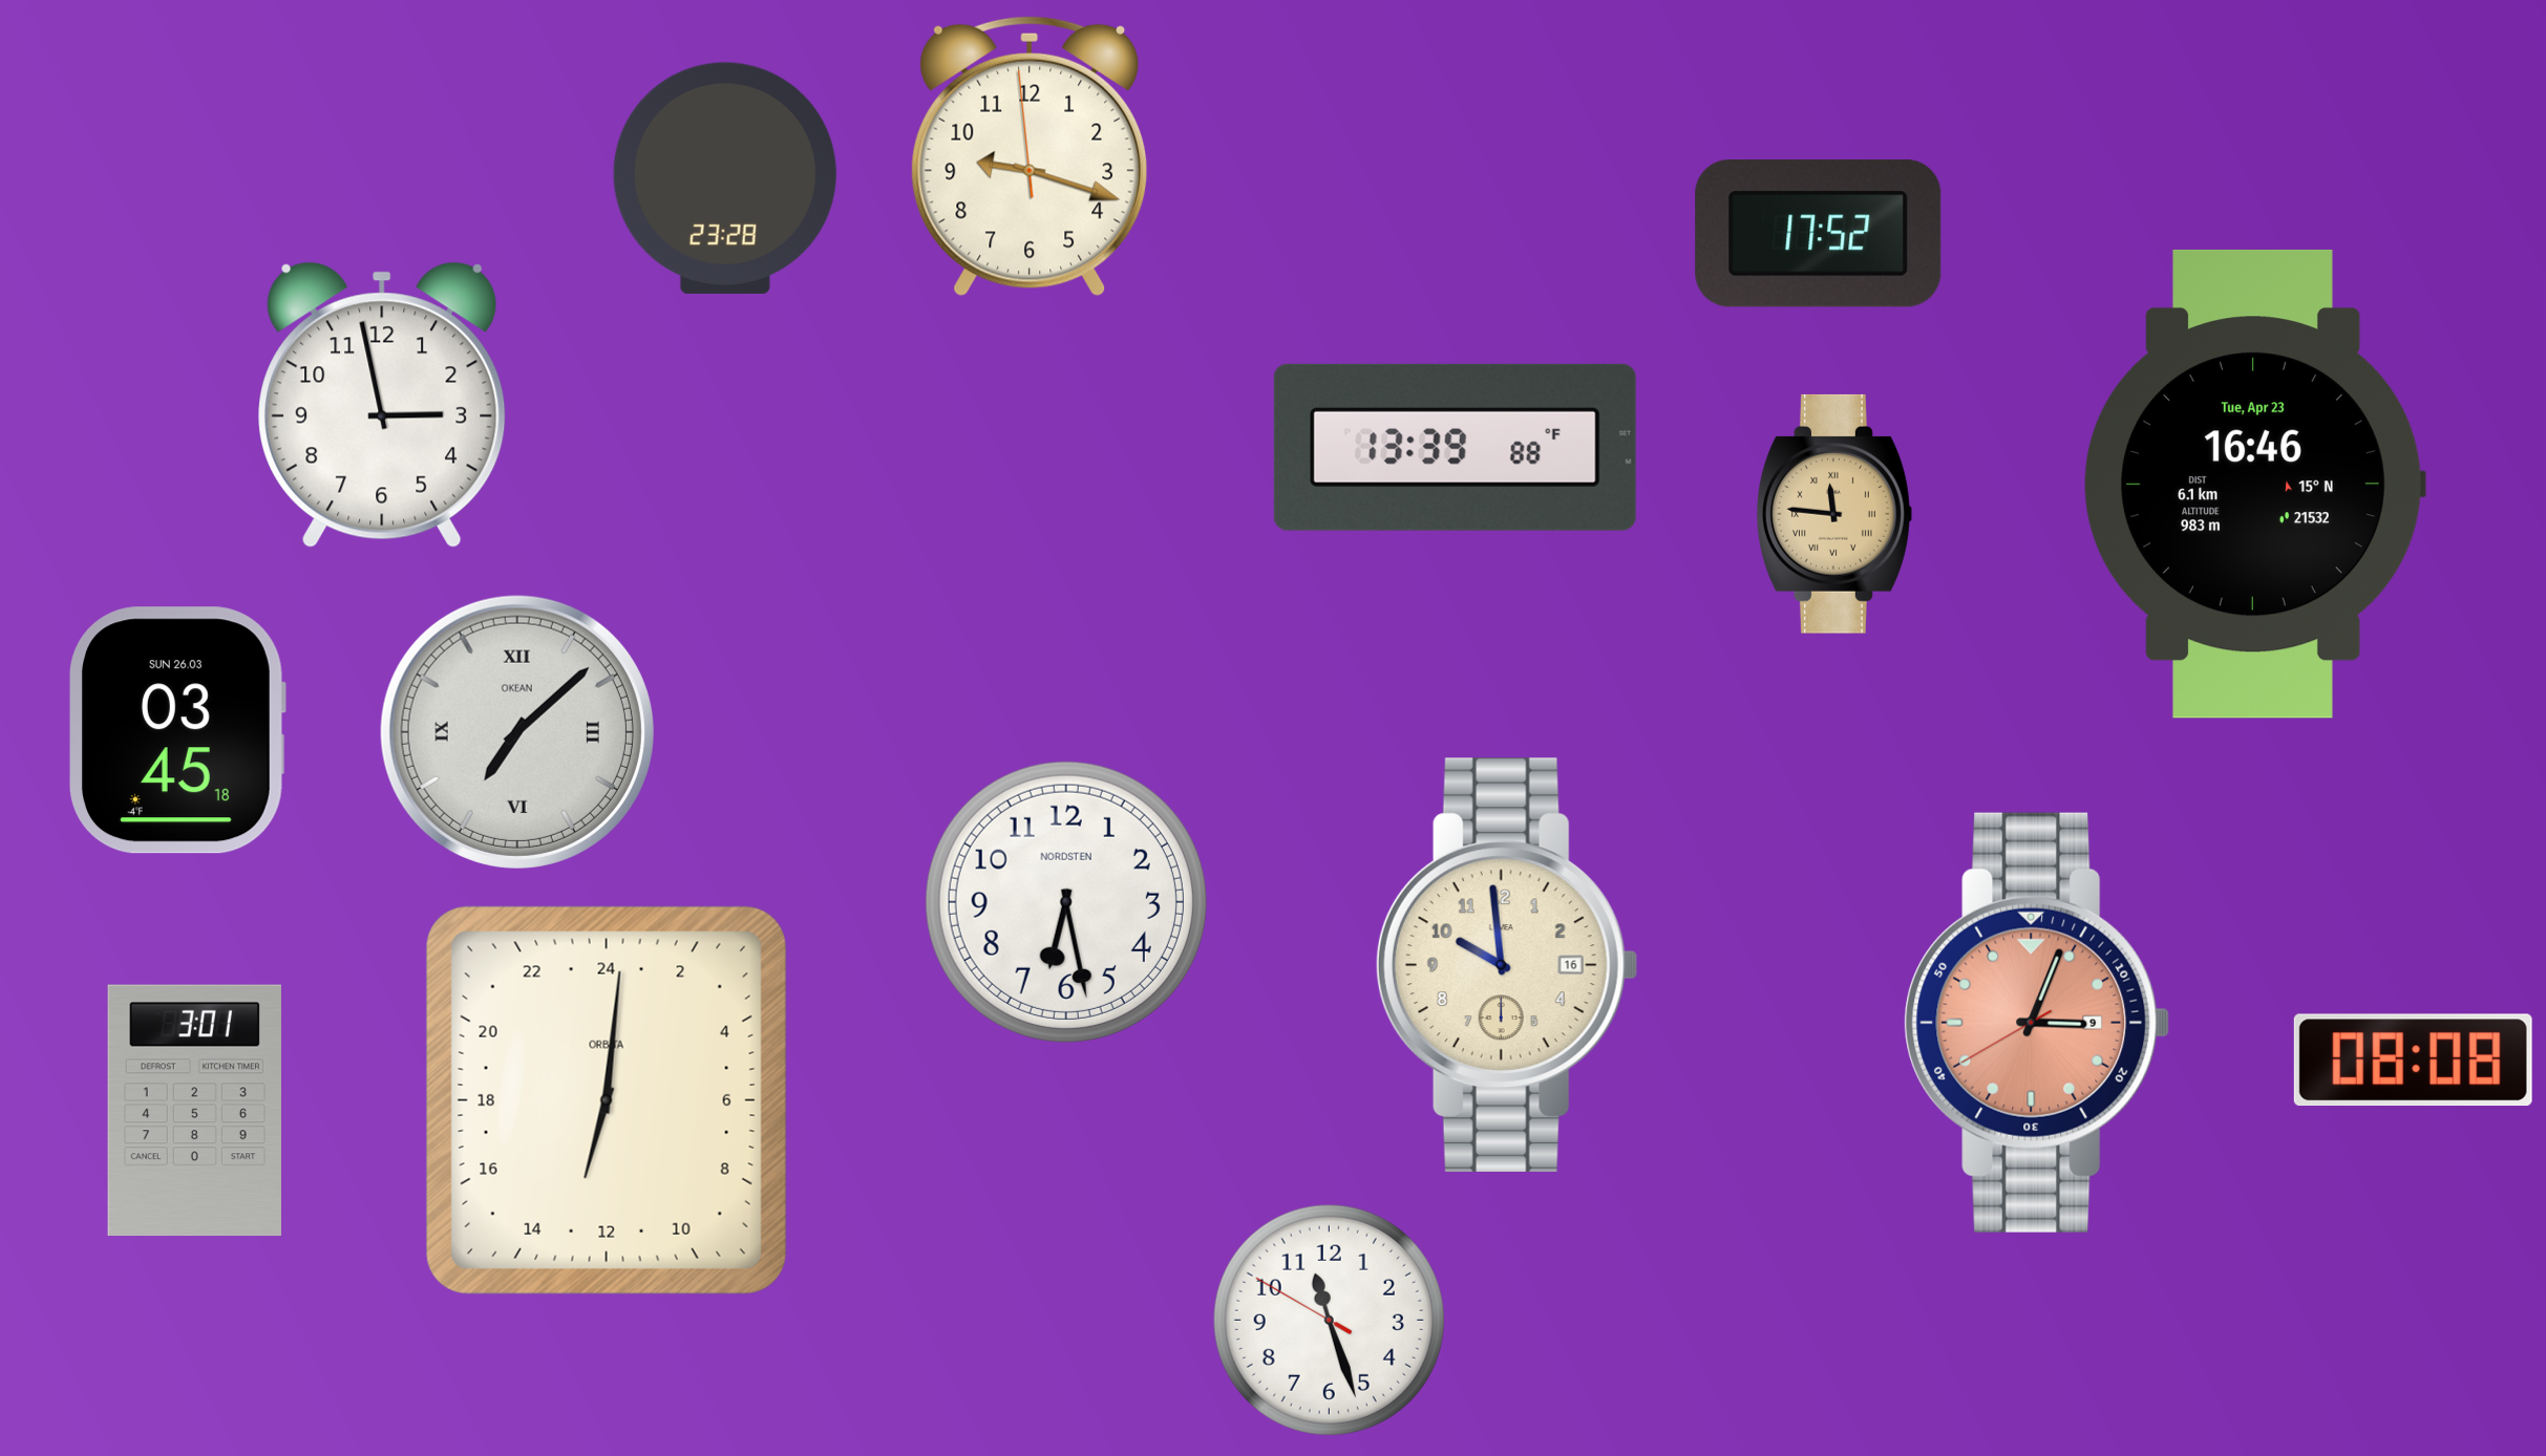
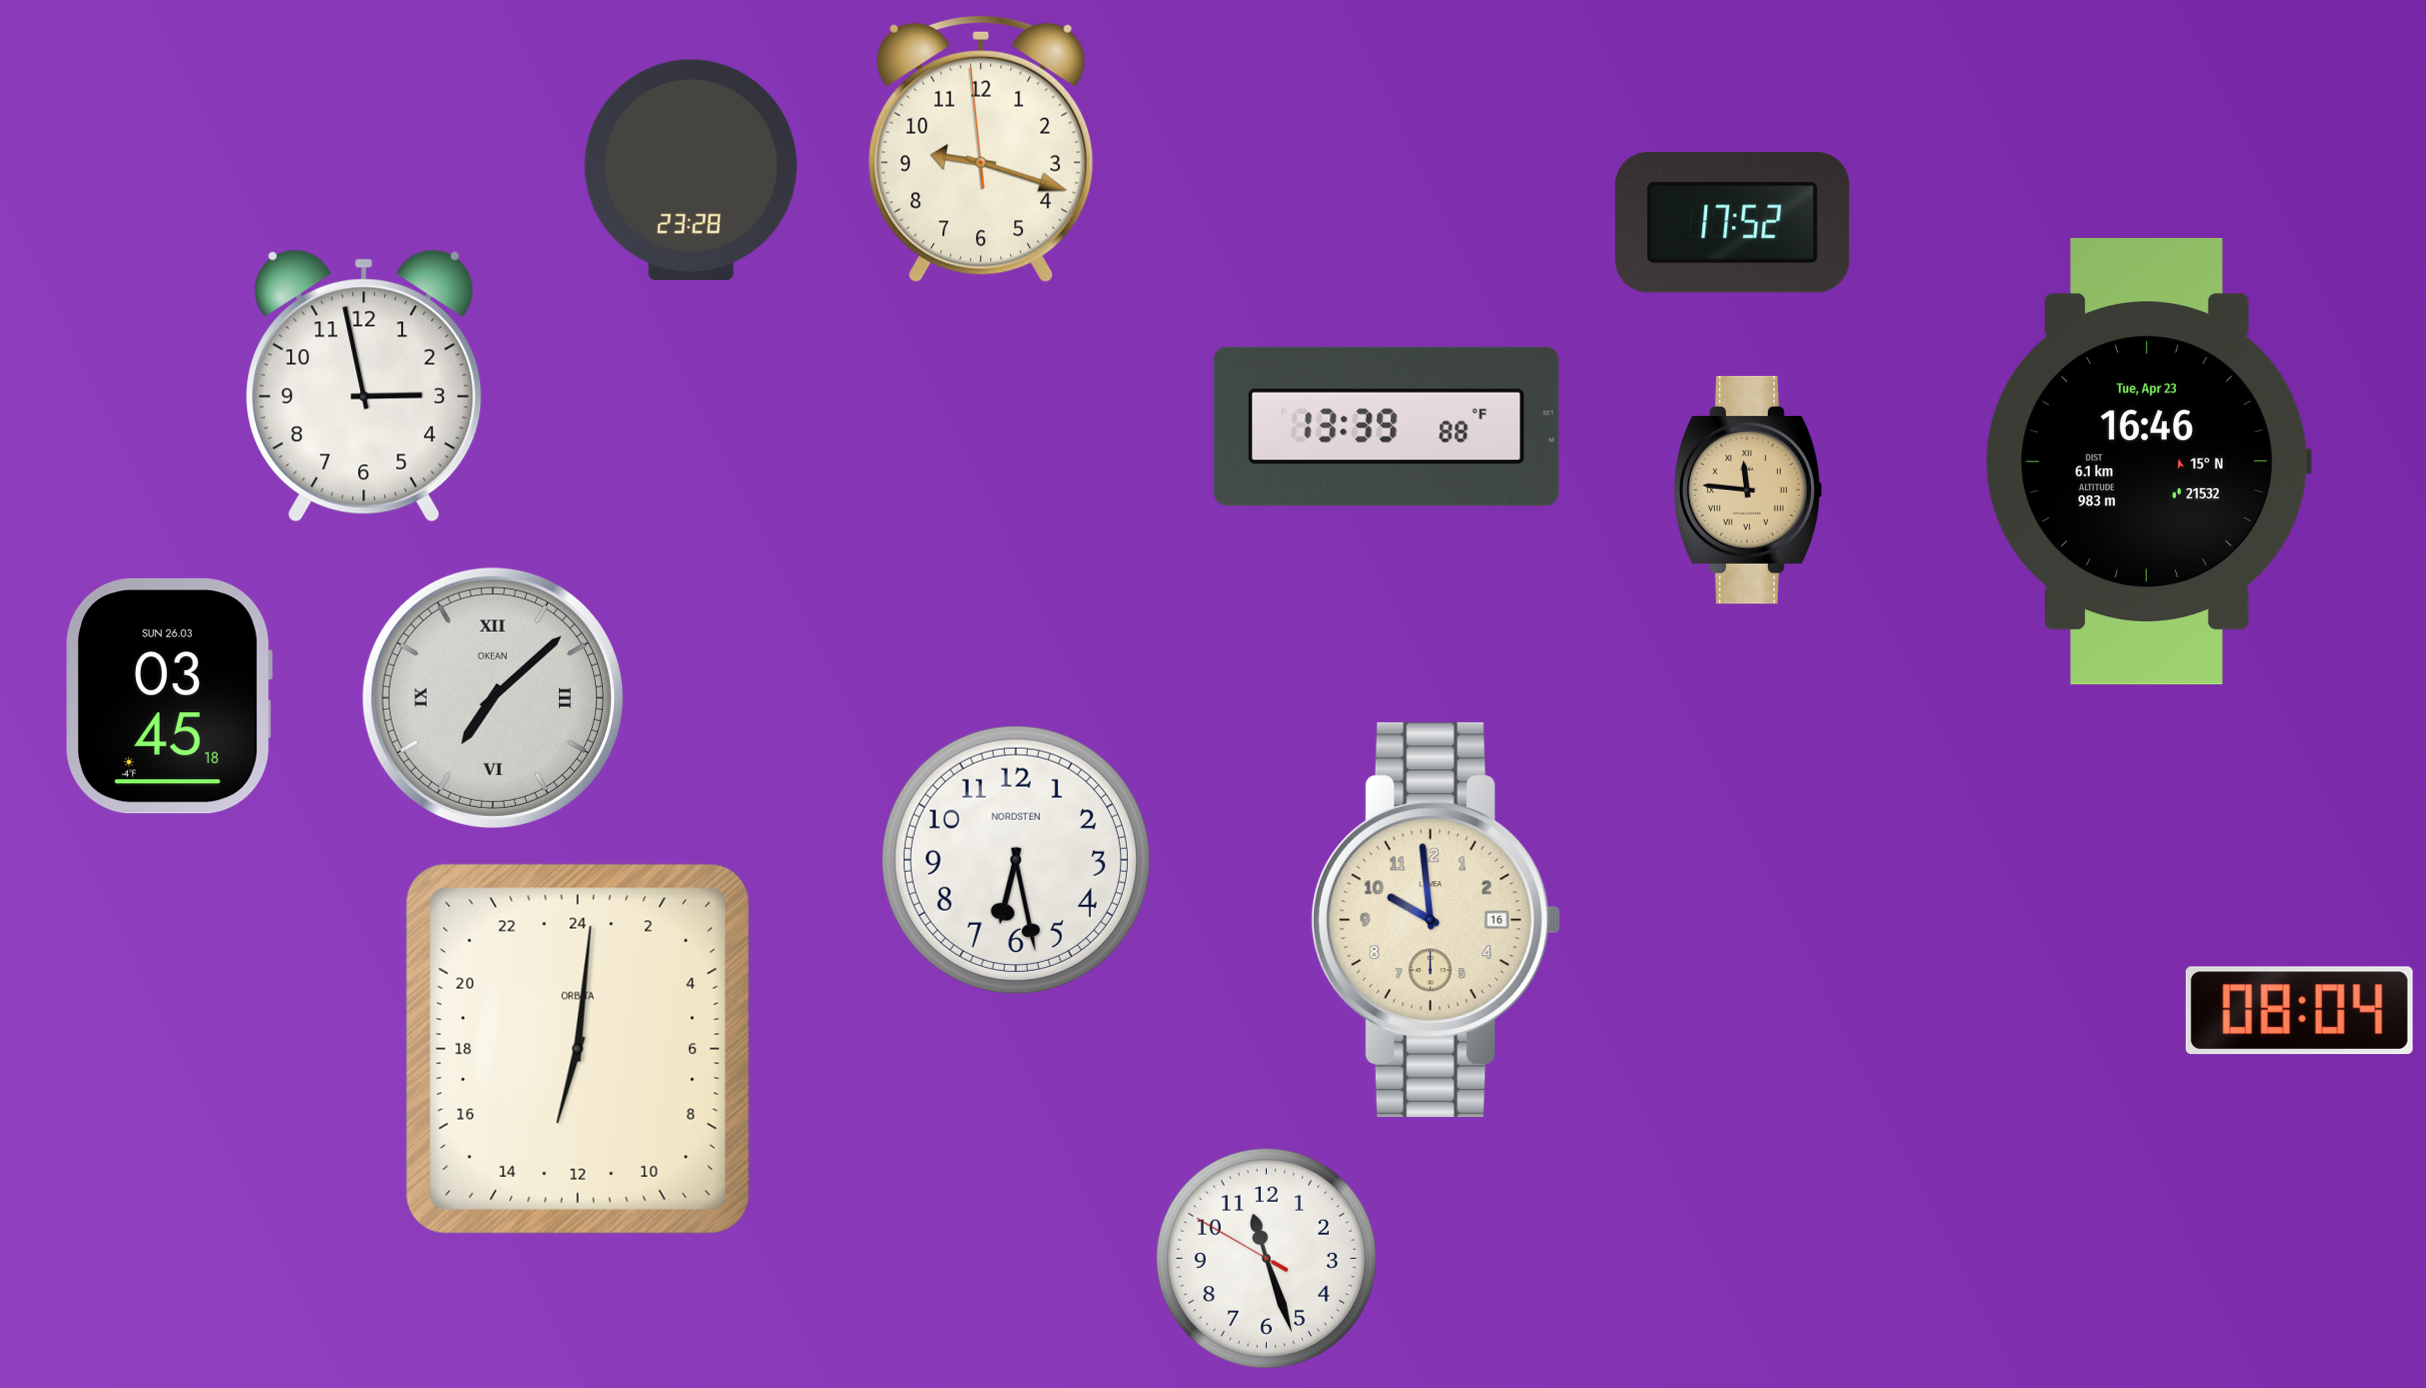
clock at (2037, 1023): 3:03 -> none
clock at (2413, 1061): 08:08 -> 08:04
clock at (194, 1111): 3:01 -> none
